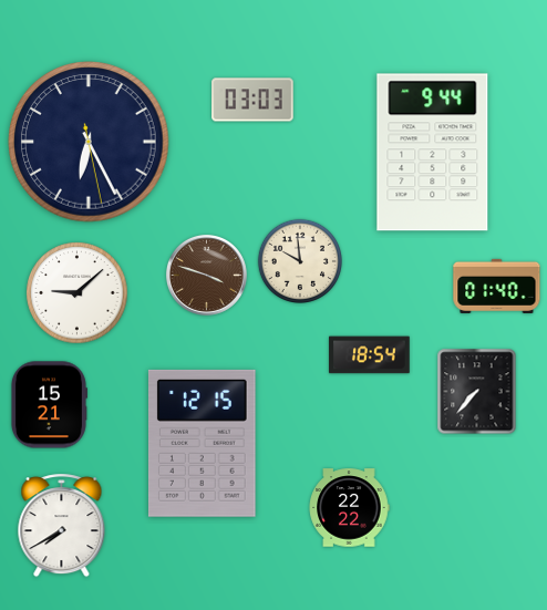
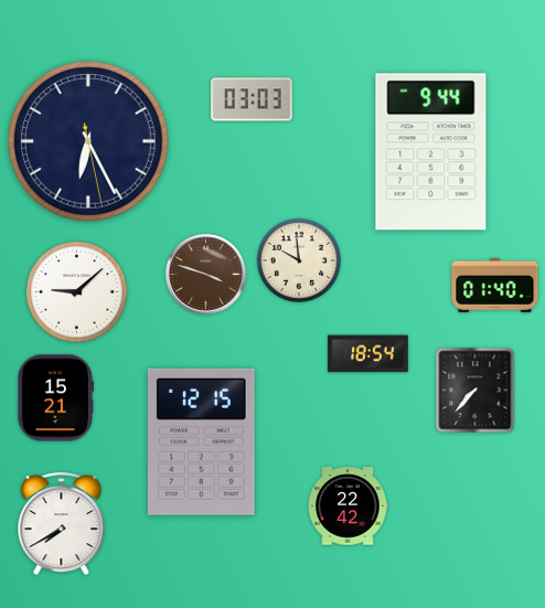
clock at (49, 405) position: (49, 405) -> (55, 398)
clock at (349, 508): 22:22 -> 22:42
